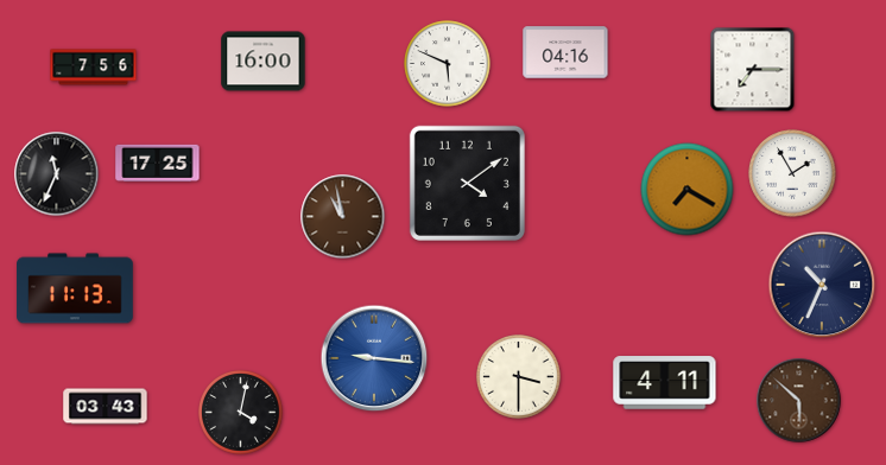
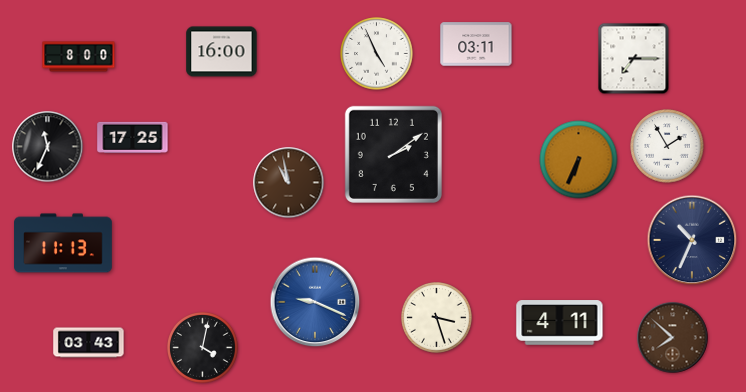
clock at (565, 52): 04:16 -> 03:11
clock at (448, 64): 5:49 -> 4:56
clock at (94, 68): 7:56 -> 8:00
clock at (467, 183): 4:09 -> 2:09
clock at (688, 190): 7:20 -> 6:34
clock at (374, 358): 9:16 -> 9:19
clock at (519, 377): 3:30 -> 3:27
clock at (799, 401): 5:52 -> 7:52
